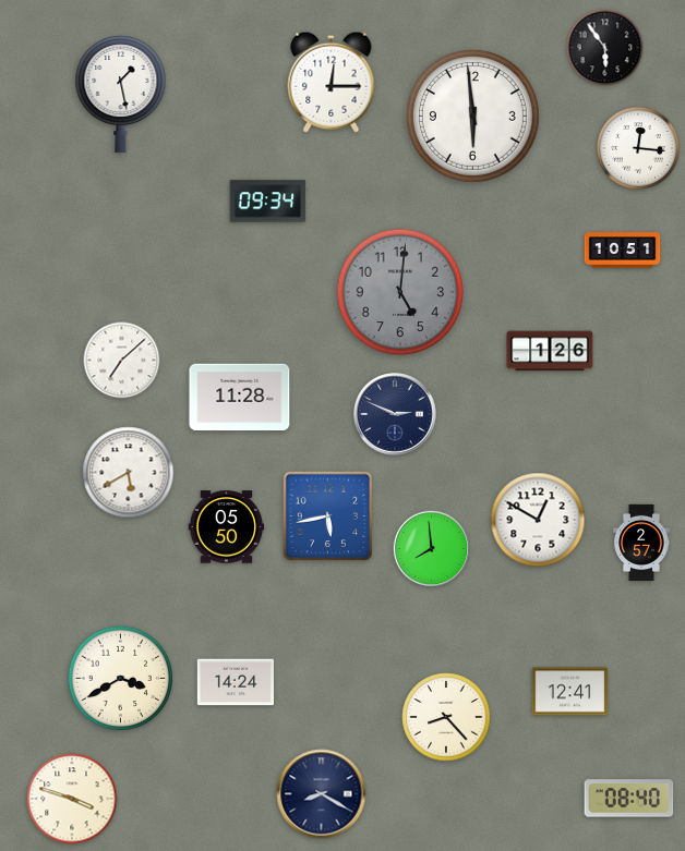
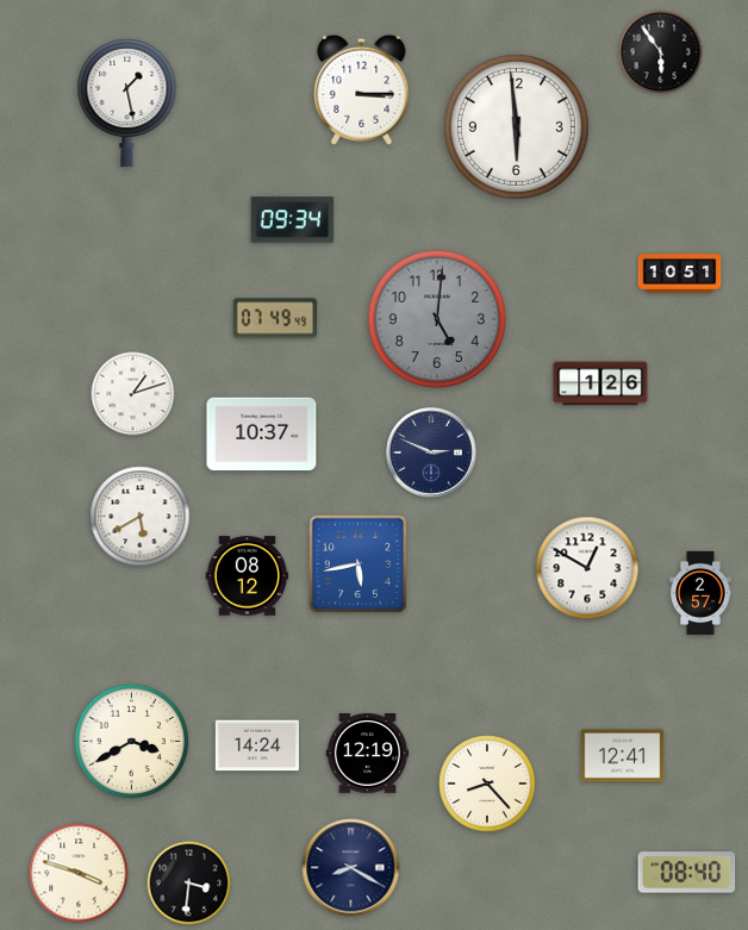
clock at (332, 82): 12:15 -> 3:15
clock at (121, 95) position: (121, 95) -> (127, 104)
clock at (638, 148): 12:16 -> none
clock at (274, 318): none -> 07:49
clock at (122, 361): 7:08 -> 1:12
clock at (240, 398): 11:28 -> 10:37
clock at (227, 527): 05:50 -> 08:12
clock at (431, 548): 7:59 -> none
clock at (368, 754): none -> 12:19
clock at (189, 884): none -> 3:31
